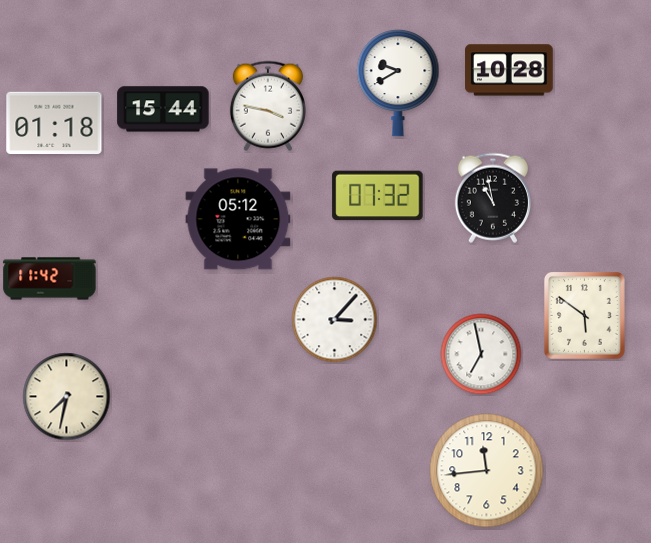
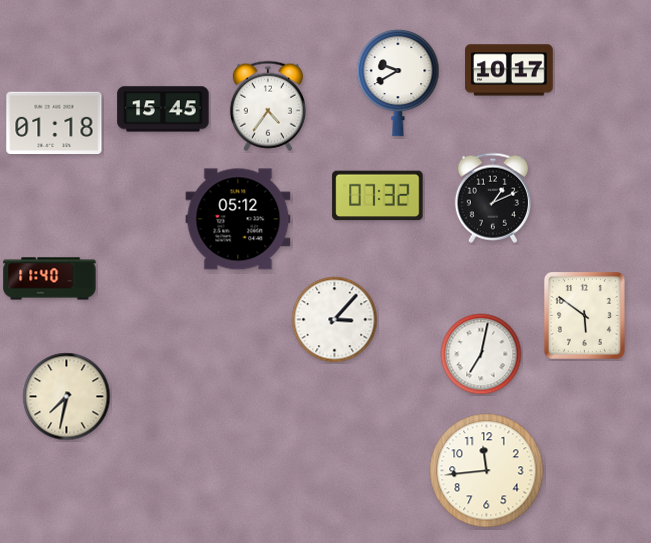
clock at (509, 70): 10:28 -> 10:17
clock at (268, 106): 3:47 -> 4:36
clock at (163, 109): 15:44 -> 15:45
clock at (493, 198): 10:58 -> 1:11
clock at (50, 279): 11:42 -> 11:40
clock at (481, 354): 6:58 -> 7:02
